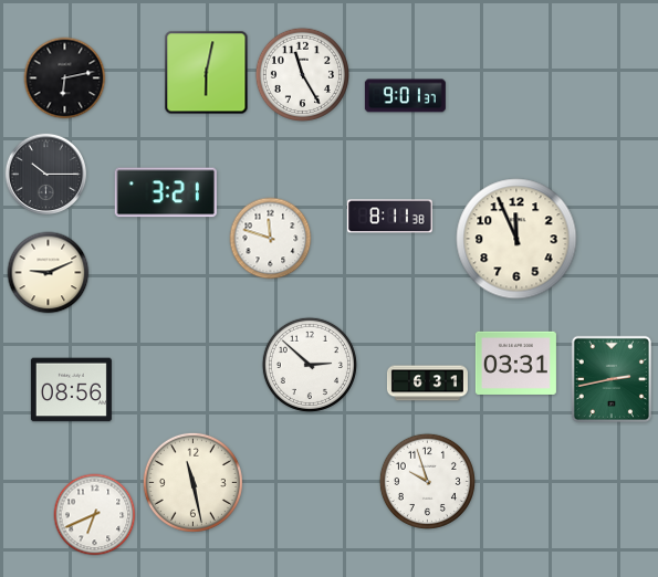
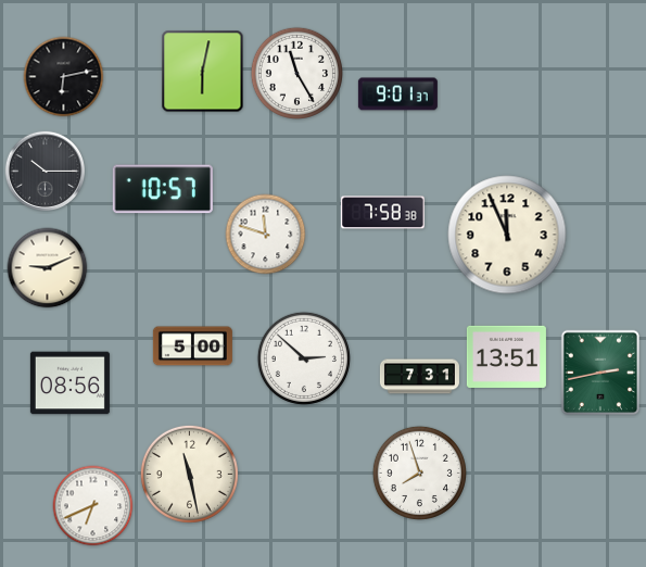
clock at (166, 192): 3:21 -> 10:57
clock at (390, 217): 8:11 -> 7:58
clock at (192, 346): none -> 5:00
clock at (515, 363): 03:31 -> 13:51
clock at (427, 384): 6:31 -> 7:31
clock at (427, 481): 9:57 -> 7:57
